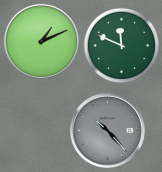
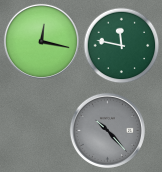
clock at (41, 41): 1:11 -> 12:17
clock at (122, 46): 11:49 -> 11:47
